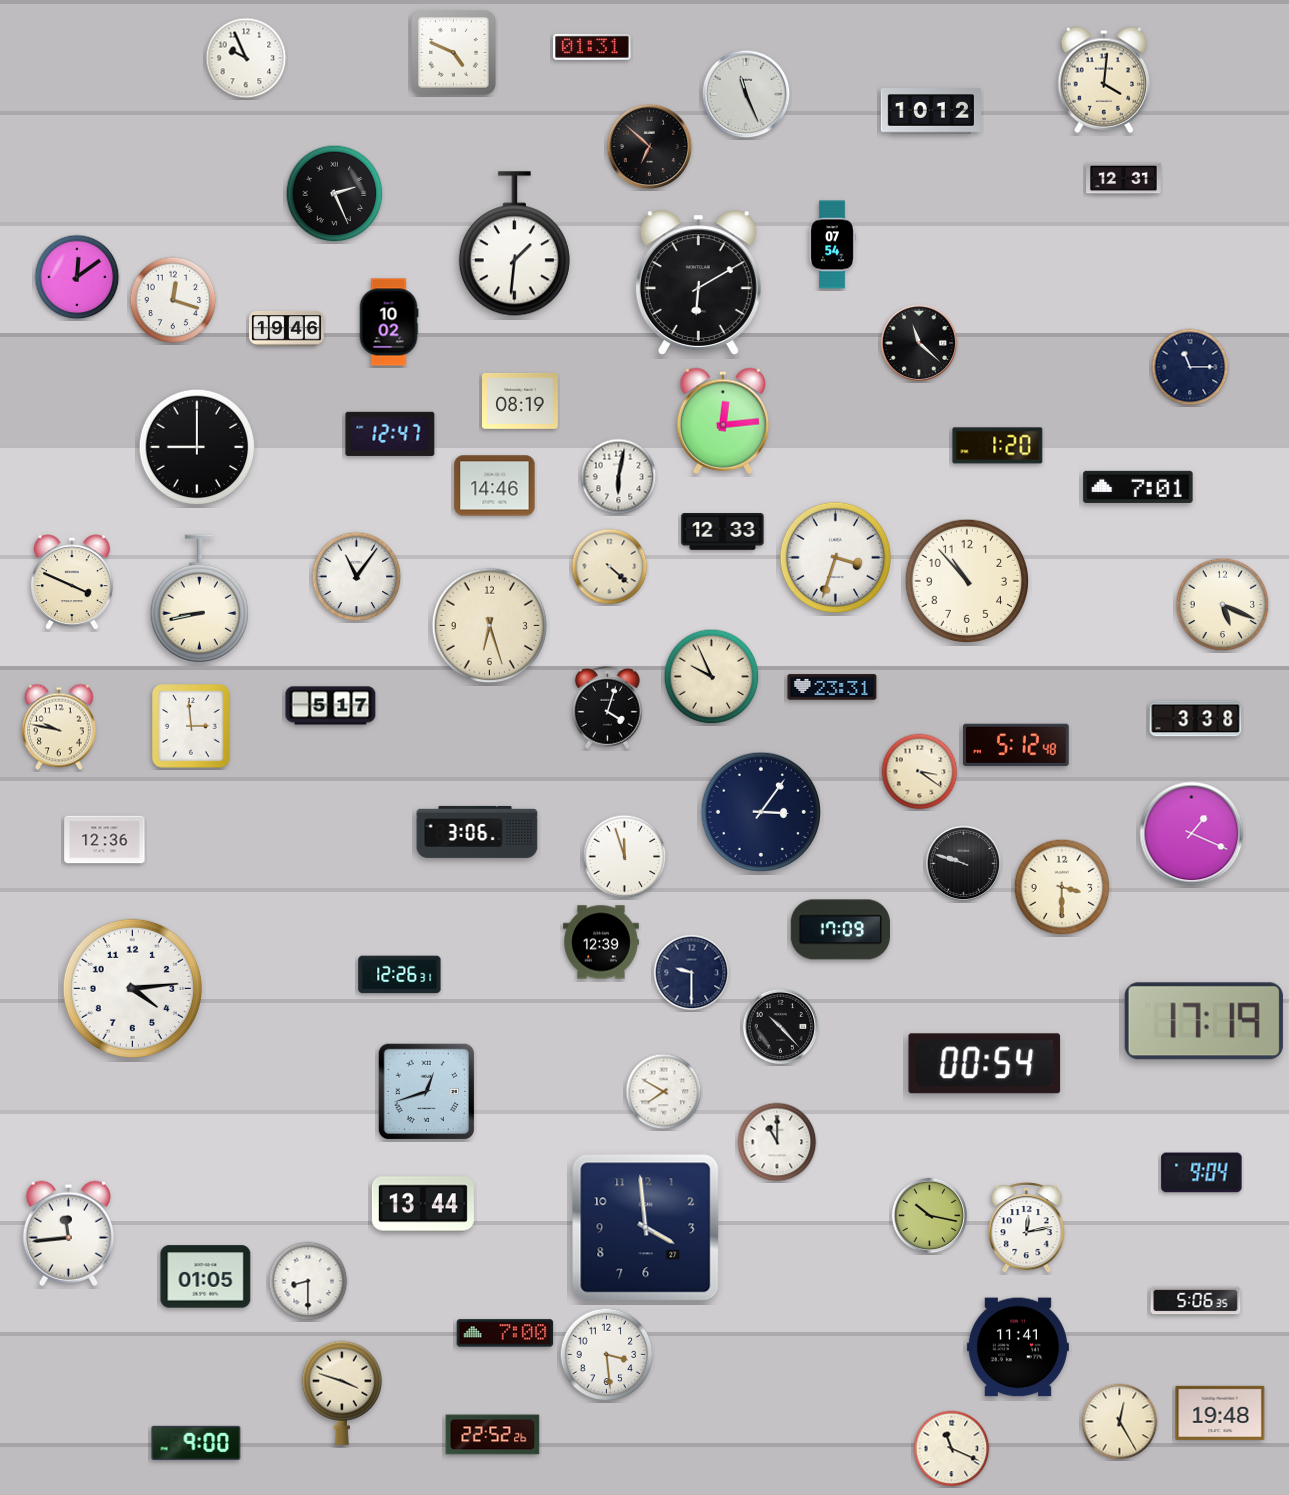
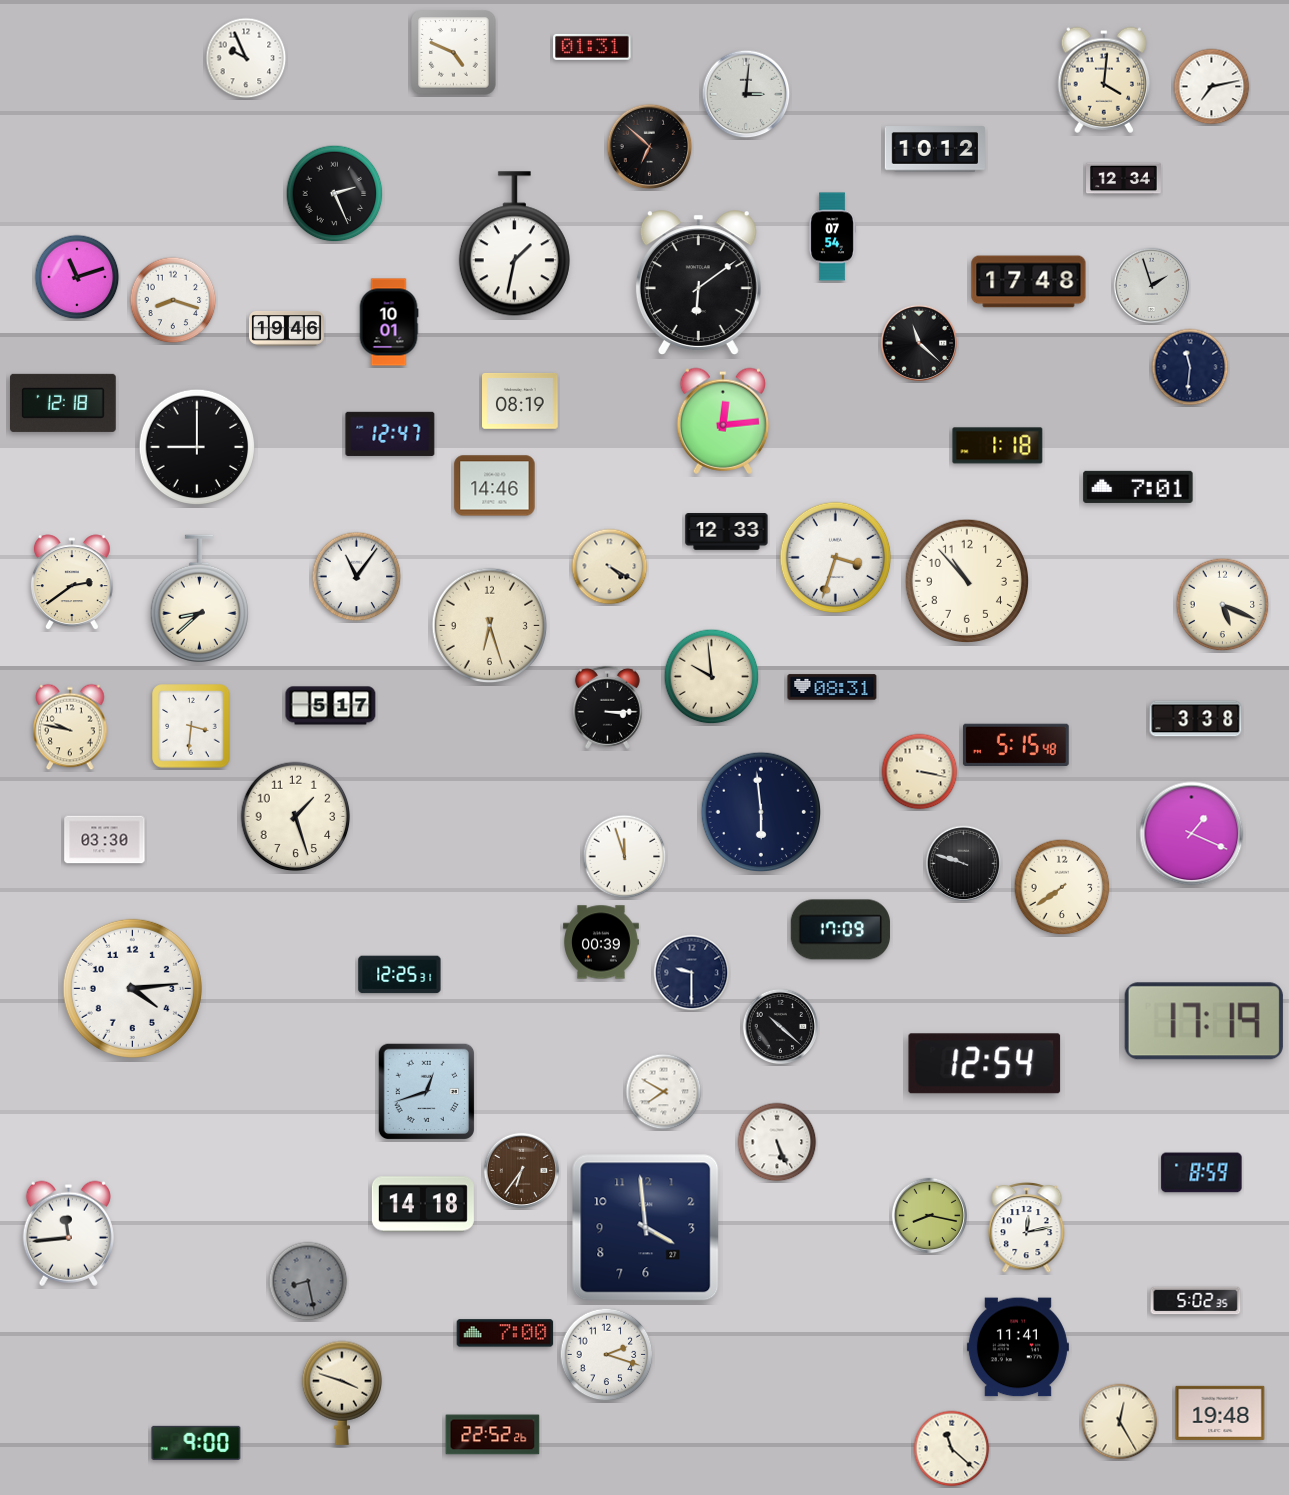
clock at (1212, 87): none -> 7:13
clock at (746, 94): 11:26 -> 3:01
clock at (931, 111) position: (931, 111) -> (935, 149)
clock at (1124, 179): 12:31 -> 12:34
clock at (514, 244): 1:31 -> 1:32
clock at (832, 245) position: (832, 245) -> (832, 237)
clock at (77, 277): 12:09 -> 11:12
clock at (698, 282): 6:10 -> 6:09
clock at (1029, 282): none -> 17:48
clock at (1152, 286): none -> 1:57
clock at (173, 300): 12:18 -> 8:18
clock at (389, 322): 10:02 -> 10:01
clock at (1190, 367): 11:15 -> 11:31
clock at (64, 403): none -> 12:18
clock at (998, 446): 1:20 -> 1:18
clock at (619, 477): 6:02 -> none
clock at (723, 532) position: (723, 532) -> (727, 532)
clock at (610, 567): 4:22 -> 4:20
clock at (72, 583): 3:49 -> 2:39
clock at (199, 599): 8:43 -> 8:38
clock at (712, 677): 9:56 -> 9:59
clock at (832, 687): 23:31 -> 08:31
clock at (607, 707): 4:03 -> 3:15
clock at (191, 726): 2:59 -> 3:31
clock at (59, 727) position: (59, 727) -> (70, 727)
clock at (1016, 745): 5:12 -> 5:15
clock at (920, 772): 3:21 -> 3:17
clock at (760, 811): 3:06 -> 5:59
clock at (296, 817): none -> 1:27
clock at (477, 832): 3:06 -> none
clock at (105, 840): 12:36 -> 03:30
clock at (1062, 887): 3:30 -> 7:39
clock at (602, 942): 12:39 -> 00:39
clock at (400, 975): 12:26 -> 12:25
clock at (781, 1027): 10:23 -> 10:22
clock at (985, 1064): 00:54 -> 12:54
clock at (777, 1142): 11:00 -> 5:26
clock at (522, 1171): none -> 6:36
clock at (1202, 1173): 9:04 -> 8:59
clock at (423, 1204): 13:44 -> 14:18
clock at (930, 1216): 10:17 -> 8:17
clock at (206, 1277): 01:05 -> none
clock at (308, 1281): 8:30 -> 8:28
clock at (308, 1281) dial: white -> grey
clock at (1196, 1301): 5:06 -> 5:02
clock at (607, 1355): 3:29 -> 2:18
clock at (952, 1449): 11:19 -> 11:22
